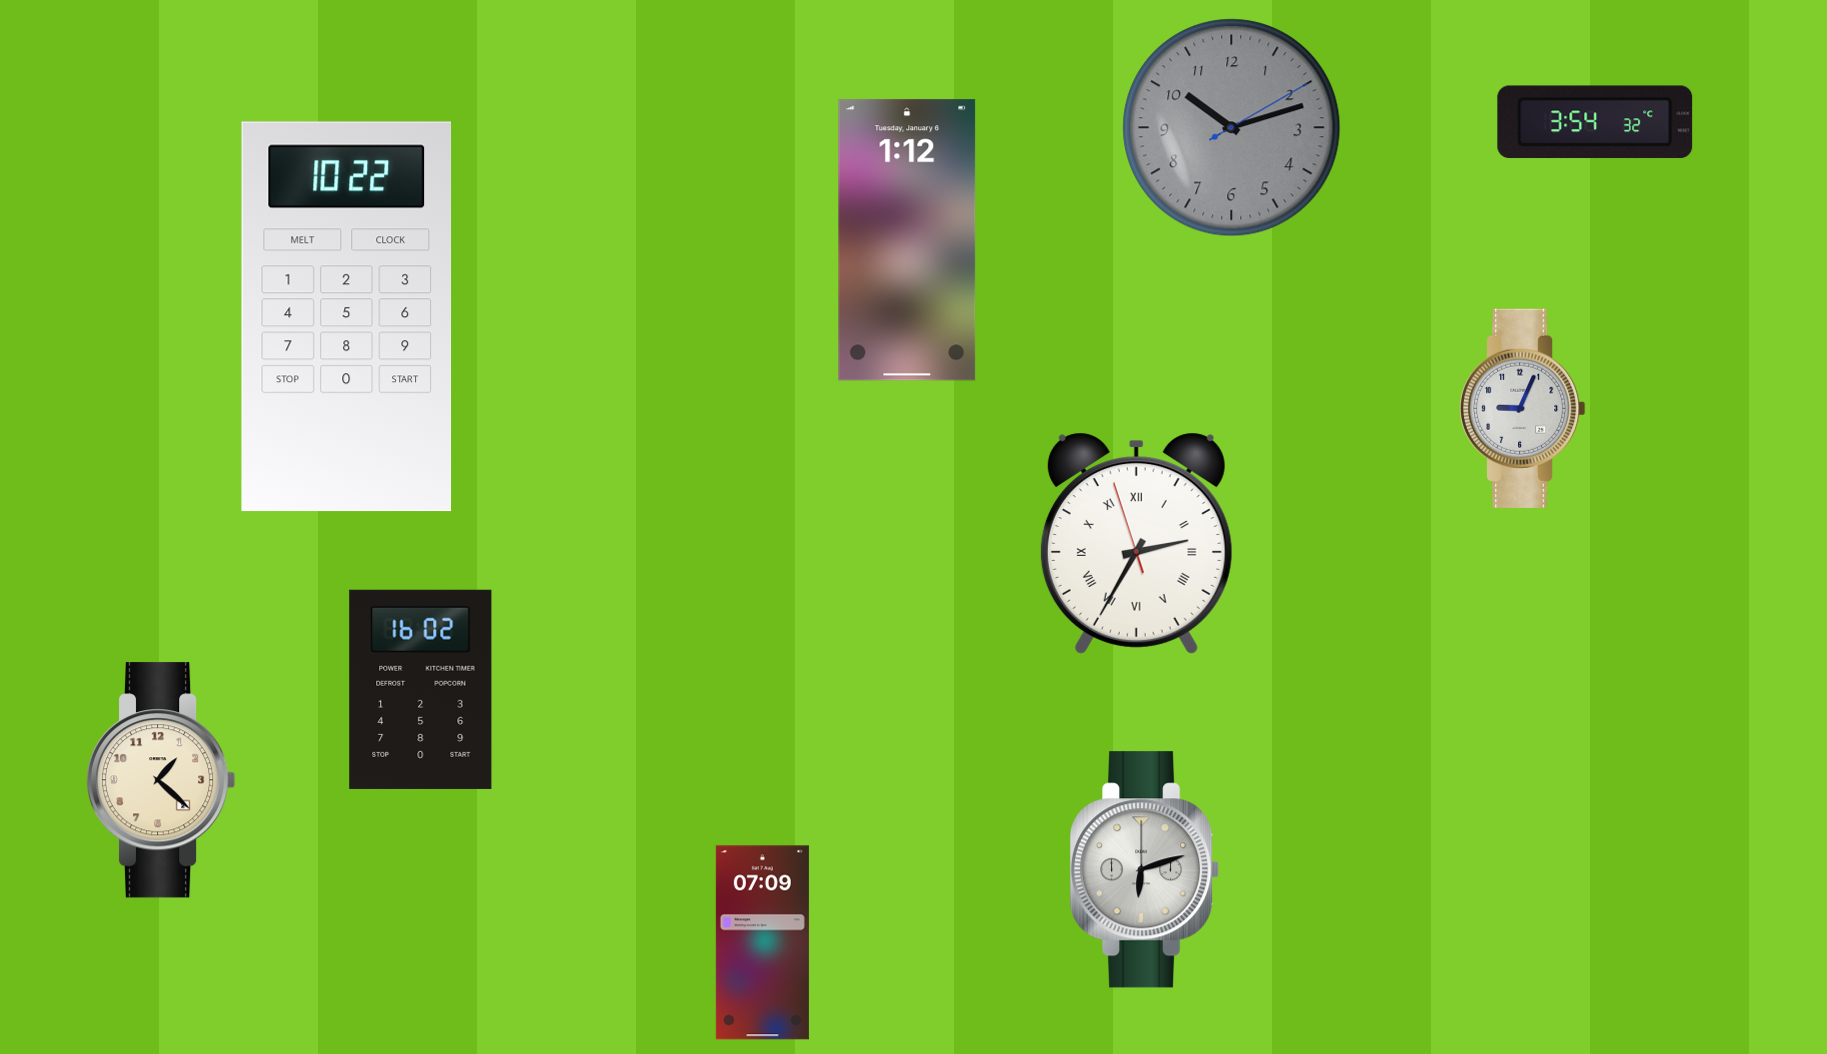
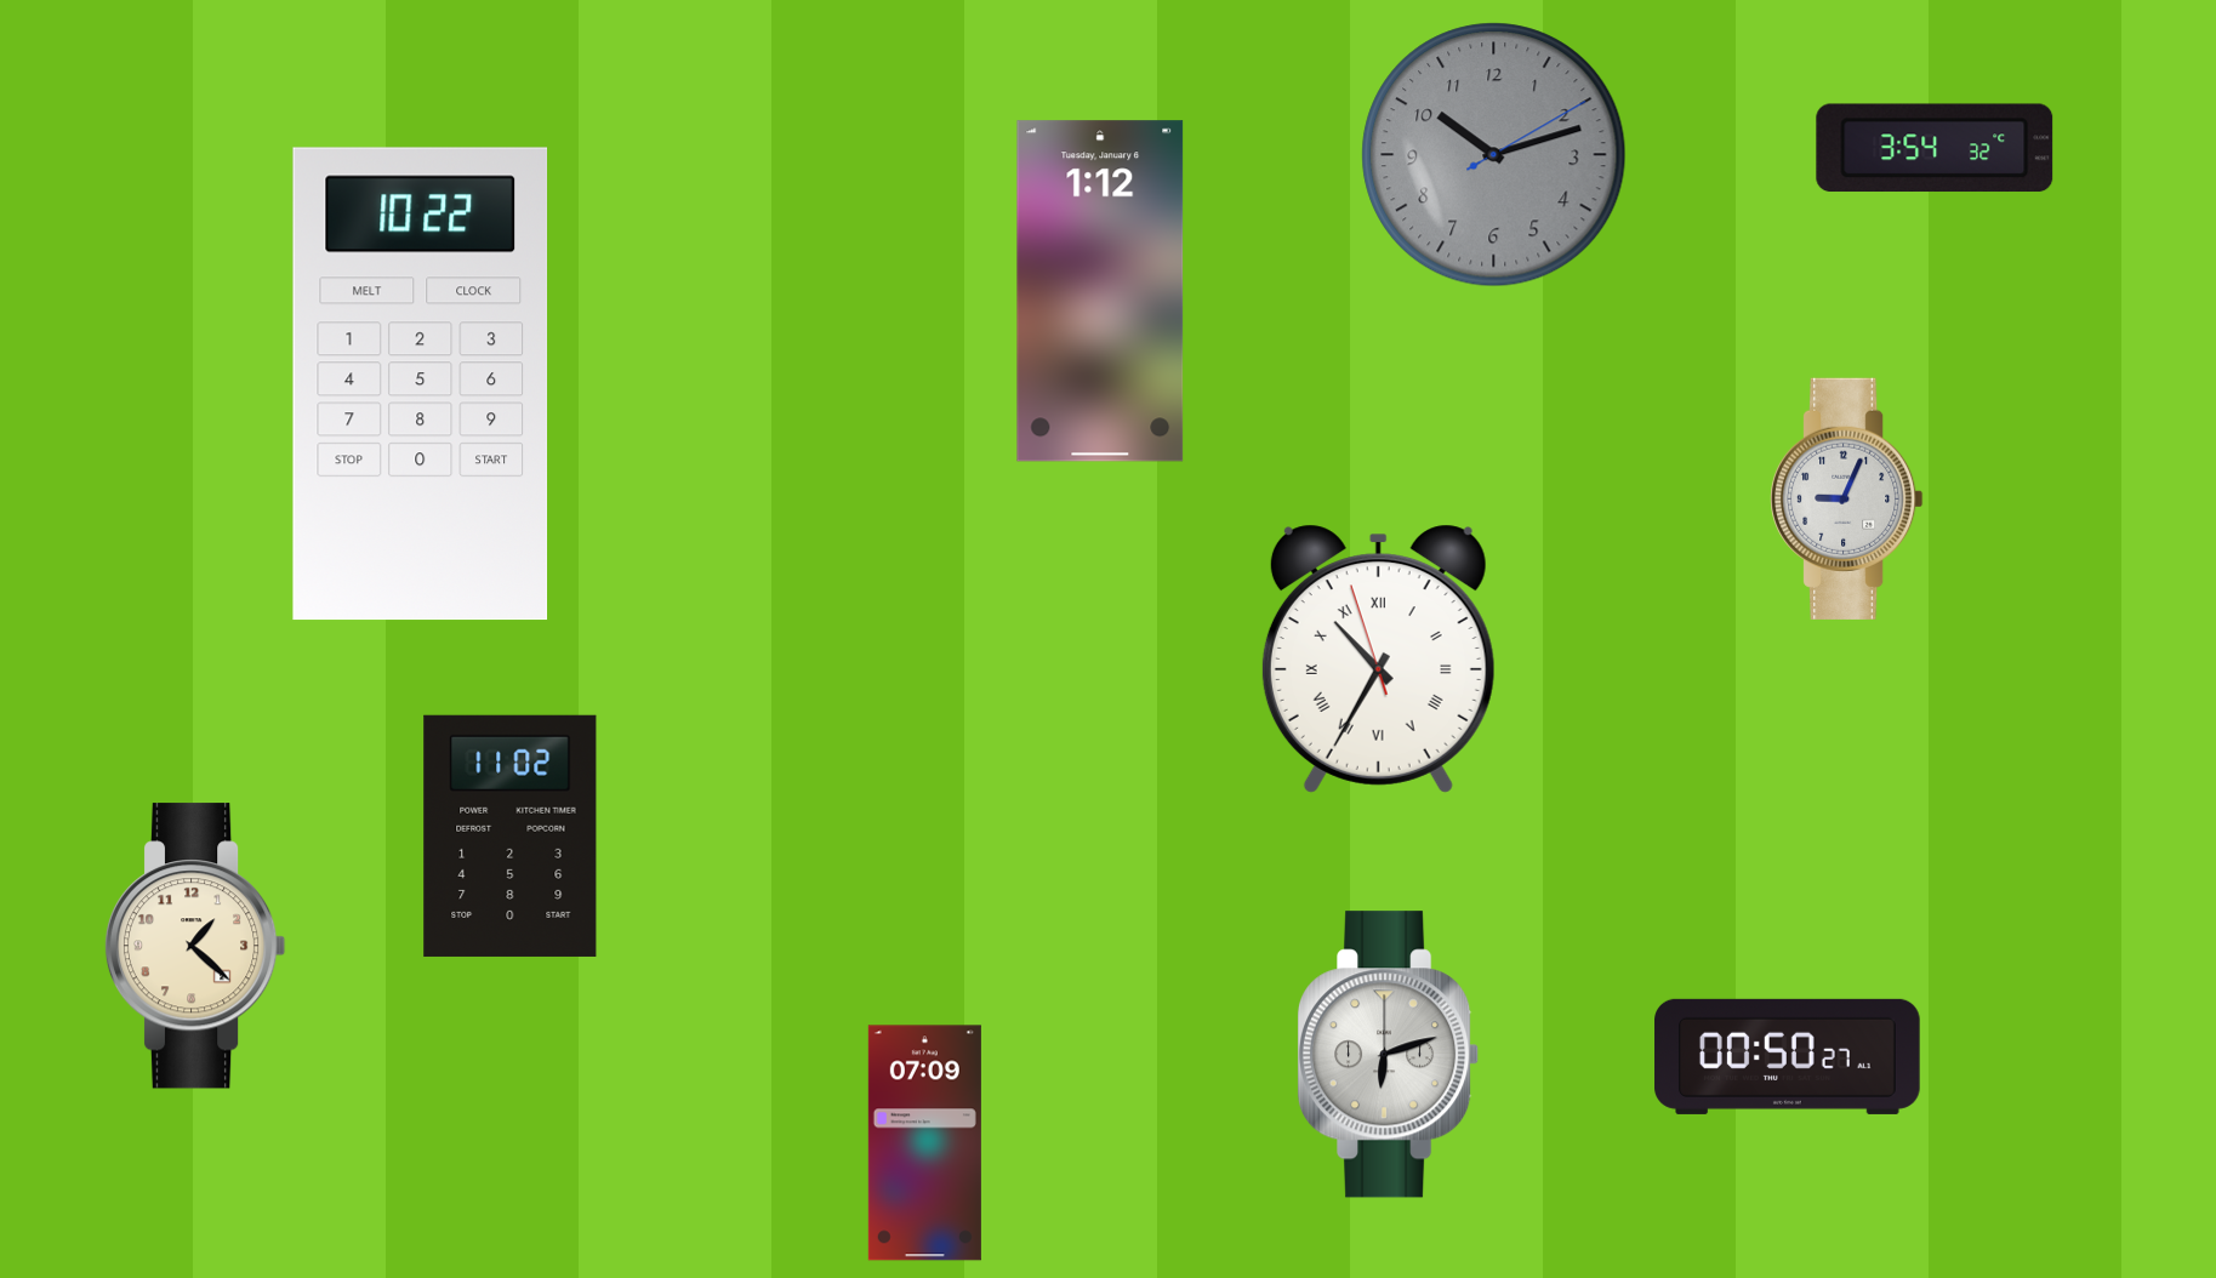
clock at (1523, 408) position: (1523, 408) -> (1847, 498)
clock at (1136, 543): 2:34 -> 10:34
clock at (421, 689): 16:02 -> 11:02
clock at (1788, 1056): none -> 00:50
